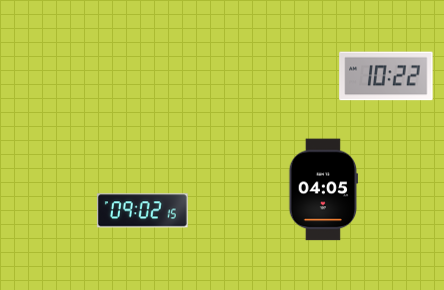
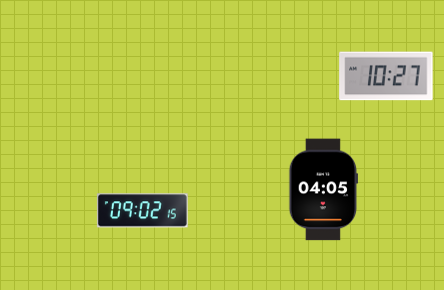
clock at (386, 76): 10:22 -> 10:27
